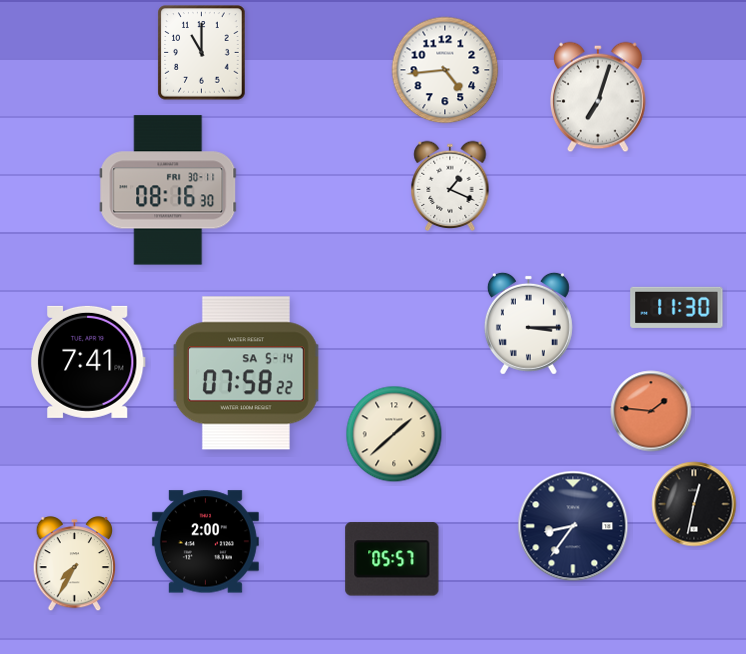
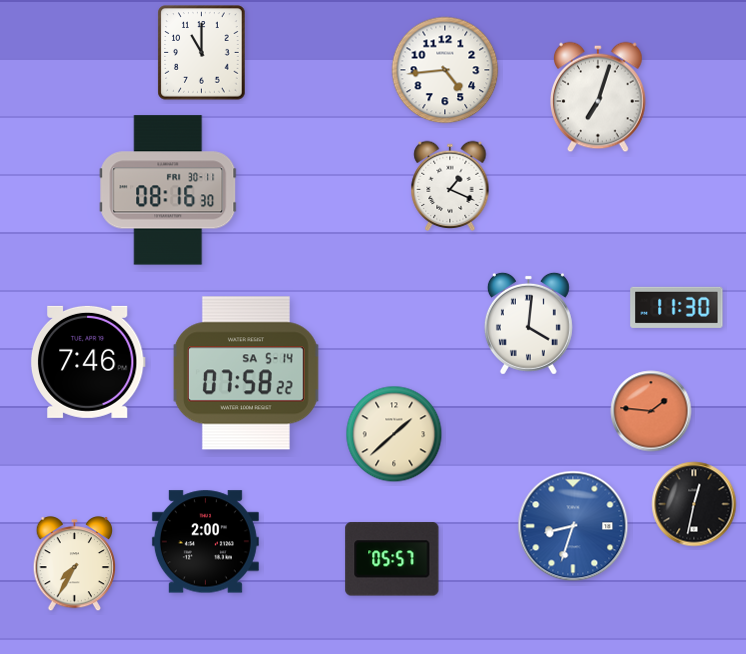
clock at (528, 323): 3:15 -> 4:01
clock at (88, 362): 7:41 -> 7:46
clock at (573, 526): 8:36 -> 8:33
clock at (573, 526) dial: navy -> blue
